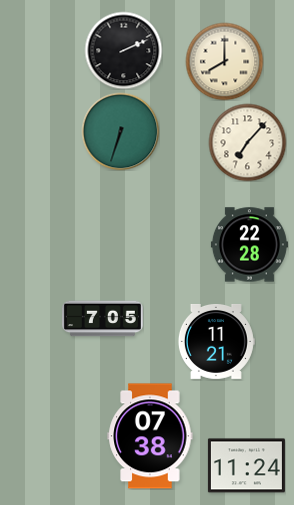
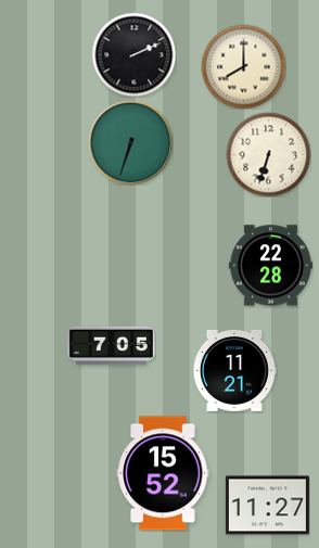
clock at (247, 142): 7:07 -> 6:33
clock at (150, 436): 07:38 -> 15:52
clock at (246, 466): 11:24 -> 11:27
